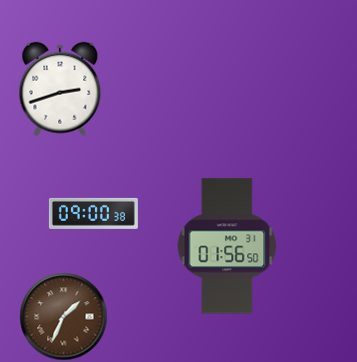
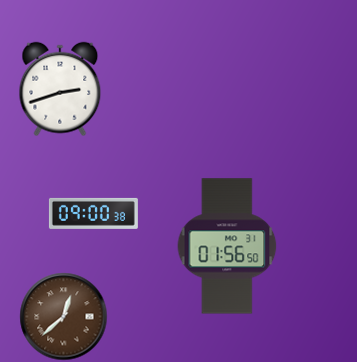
clock at (64, 317): 1:34 -> 12:38
